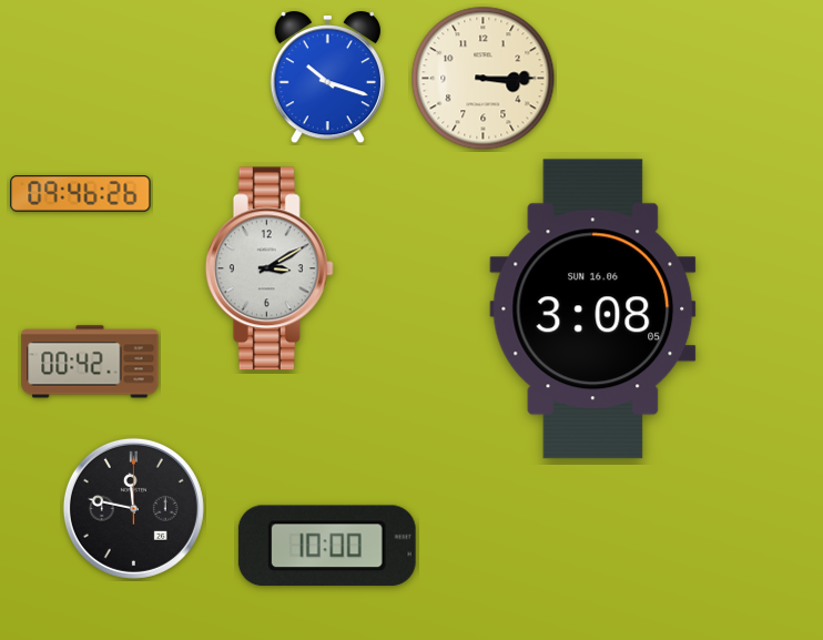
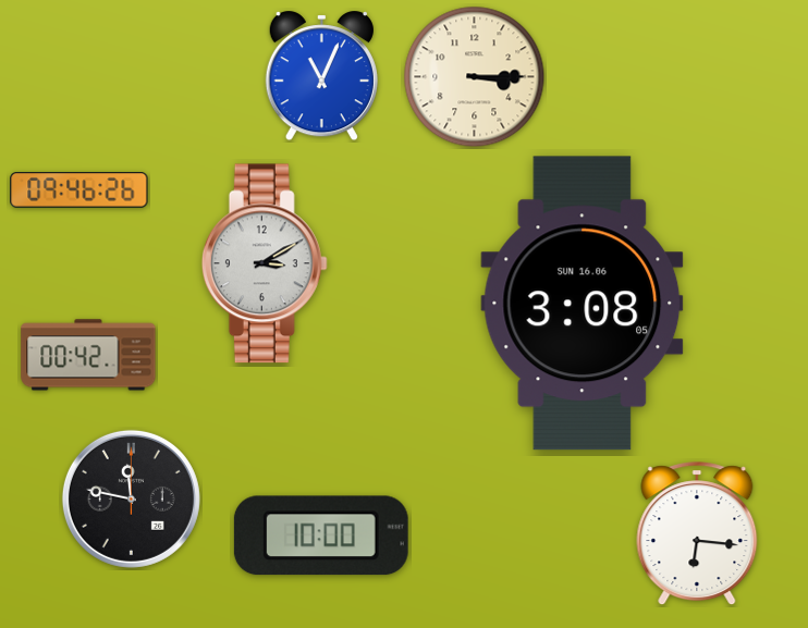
clock at (327, 78): 10:18 -> 11:04
clock at (697, 534): none -> 6:16
